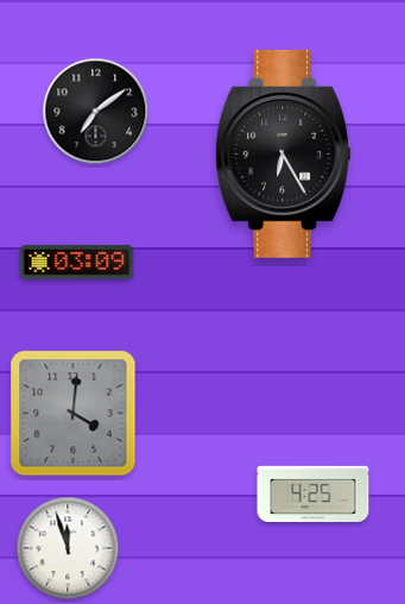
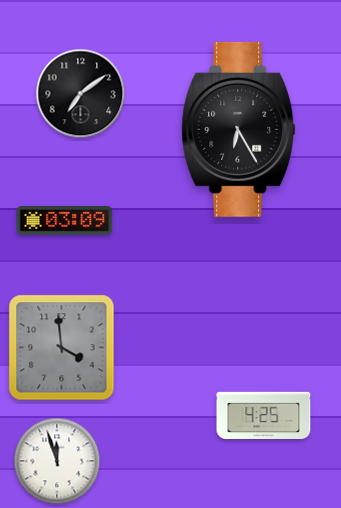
clock at (74, 414): 4:01 -> 3:59
